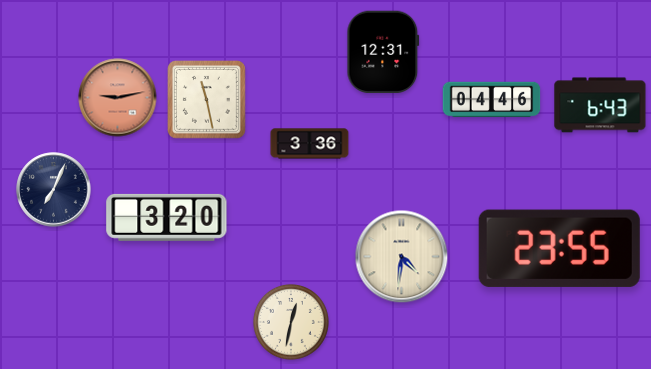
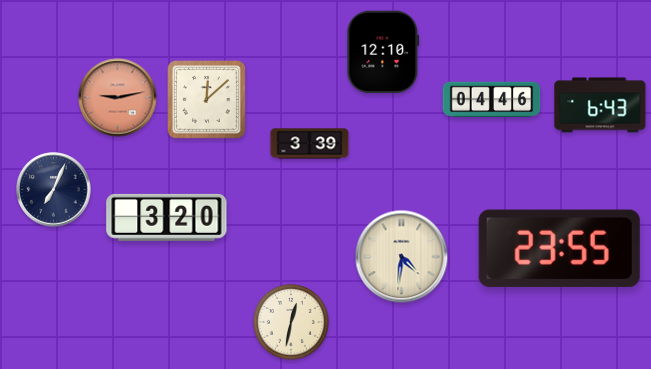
clock at (383, 52): 12:31 -> 12:10
clock at (207, 100): 11:28 -> 12:08
clock at (310, 144): 3:36 -> 3:39
